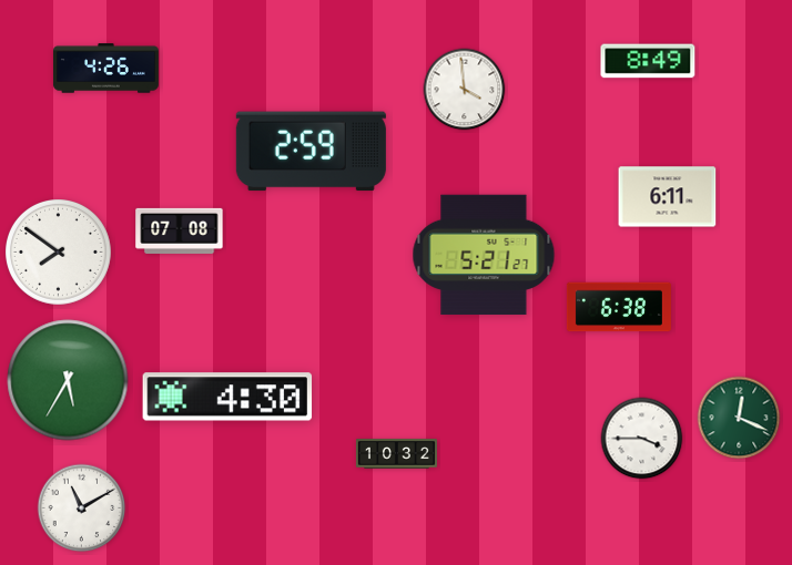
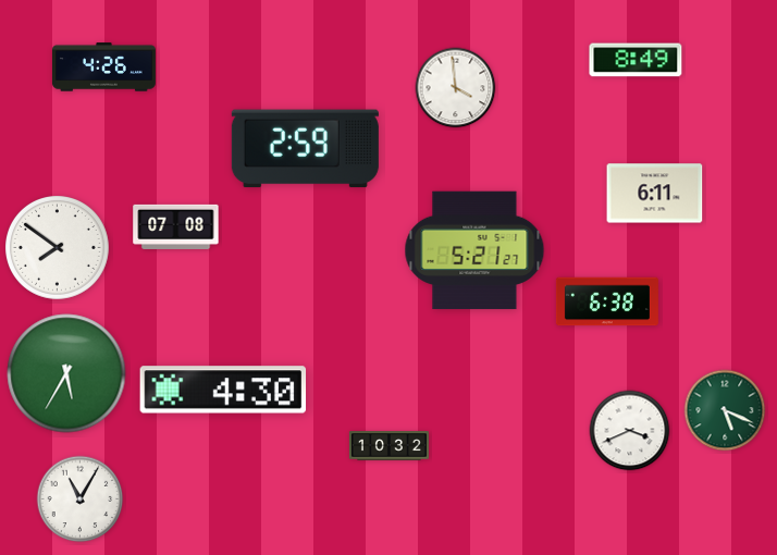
clock at (739, 418): 12:19 -> 5:19
clock at (642, 439): 3:45 -> 3:41
clock at (82, 508): 11:10 -> 11:05
